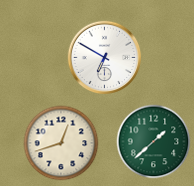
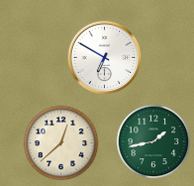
clock at (154, 142): 1:38 -> 1:43
clock at (61, 143): 12:42 -> 12:38
